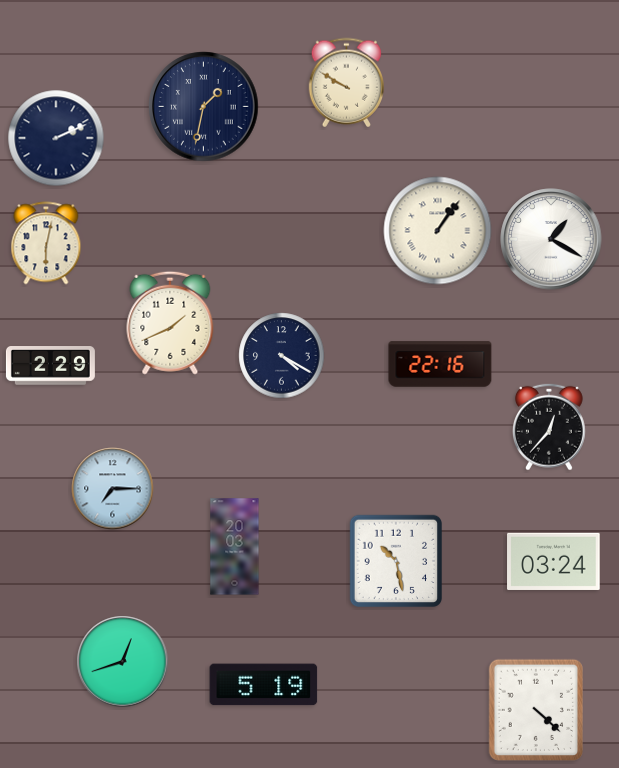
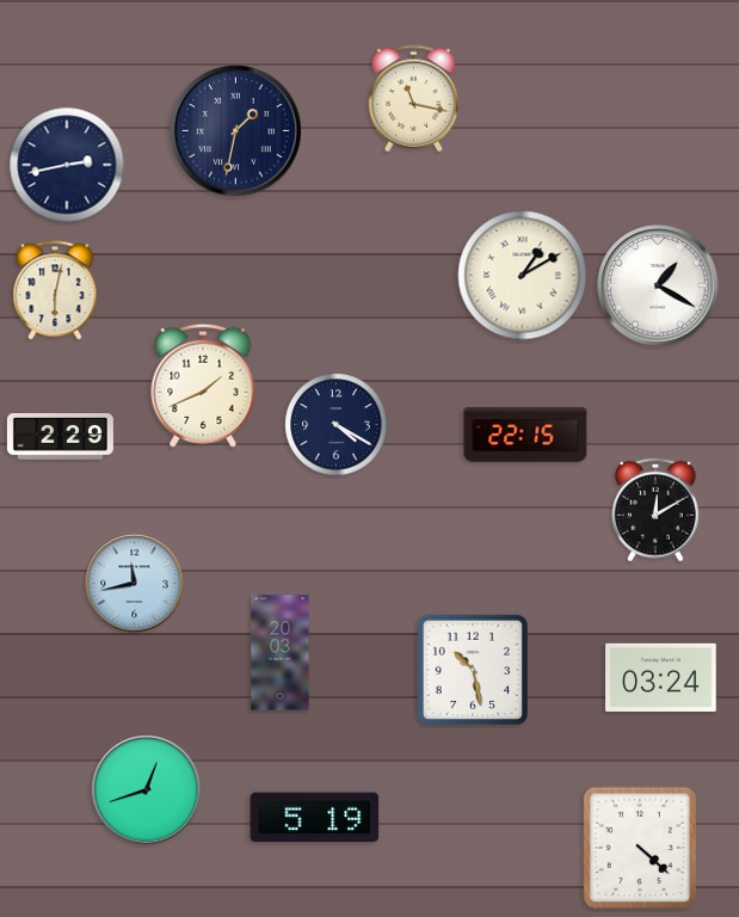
clock at (346, 83): 9:50 -> 11:17
clock at (204, 107) position: (204, 107) -> (236, 131)
clock at (56, 138): 2:11 -> 2:43
clock at (438, 231): 1:06 -> 1:10
clock at (440, 364): 22:16 -> 22:15
clock at (549, 427): 12:37 -> 12:10
clock at (113, 489): 7:15 -> 11:43
clock at (554, 561) position: (554, 561) -> (661, 677)
